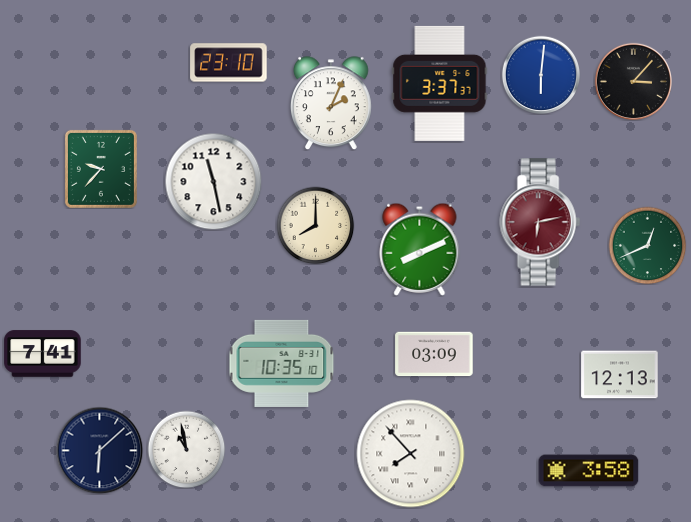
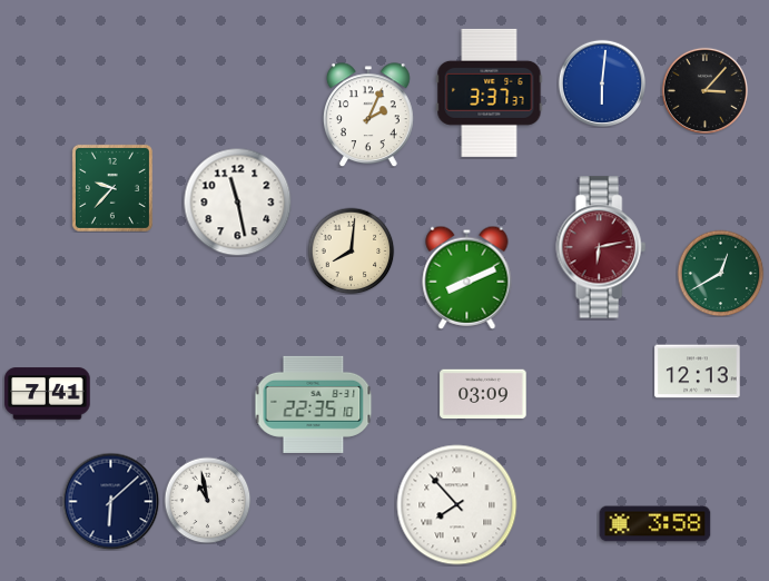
clock at (229, 63): 23:10 -> none
clock at (315, 225): 8:00 -> 8:01
clock at (647, 245): 12:41 -> 12:40
clock at (282, 363): 10:35 -> 22:35
clock at (620, 375) position: (620, 375) -> (698, 372)
